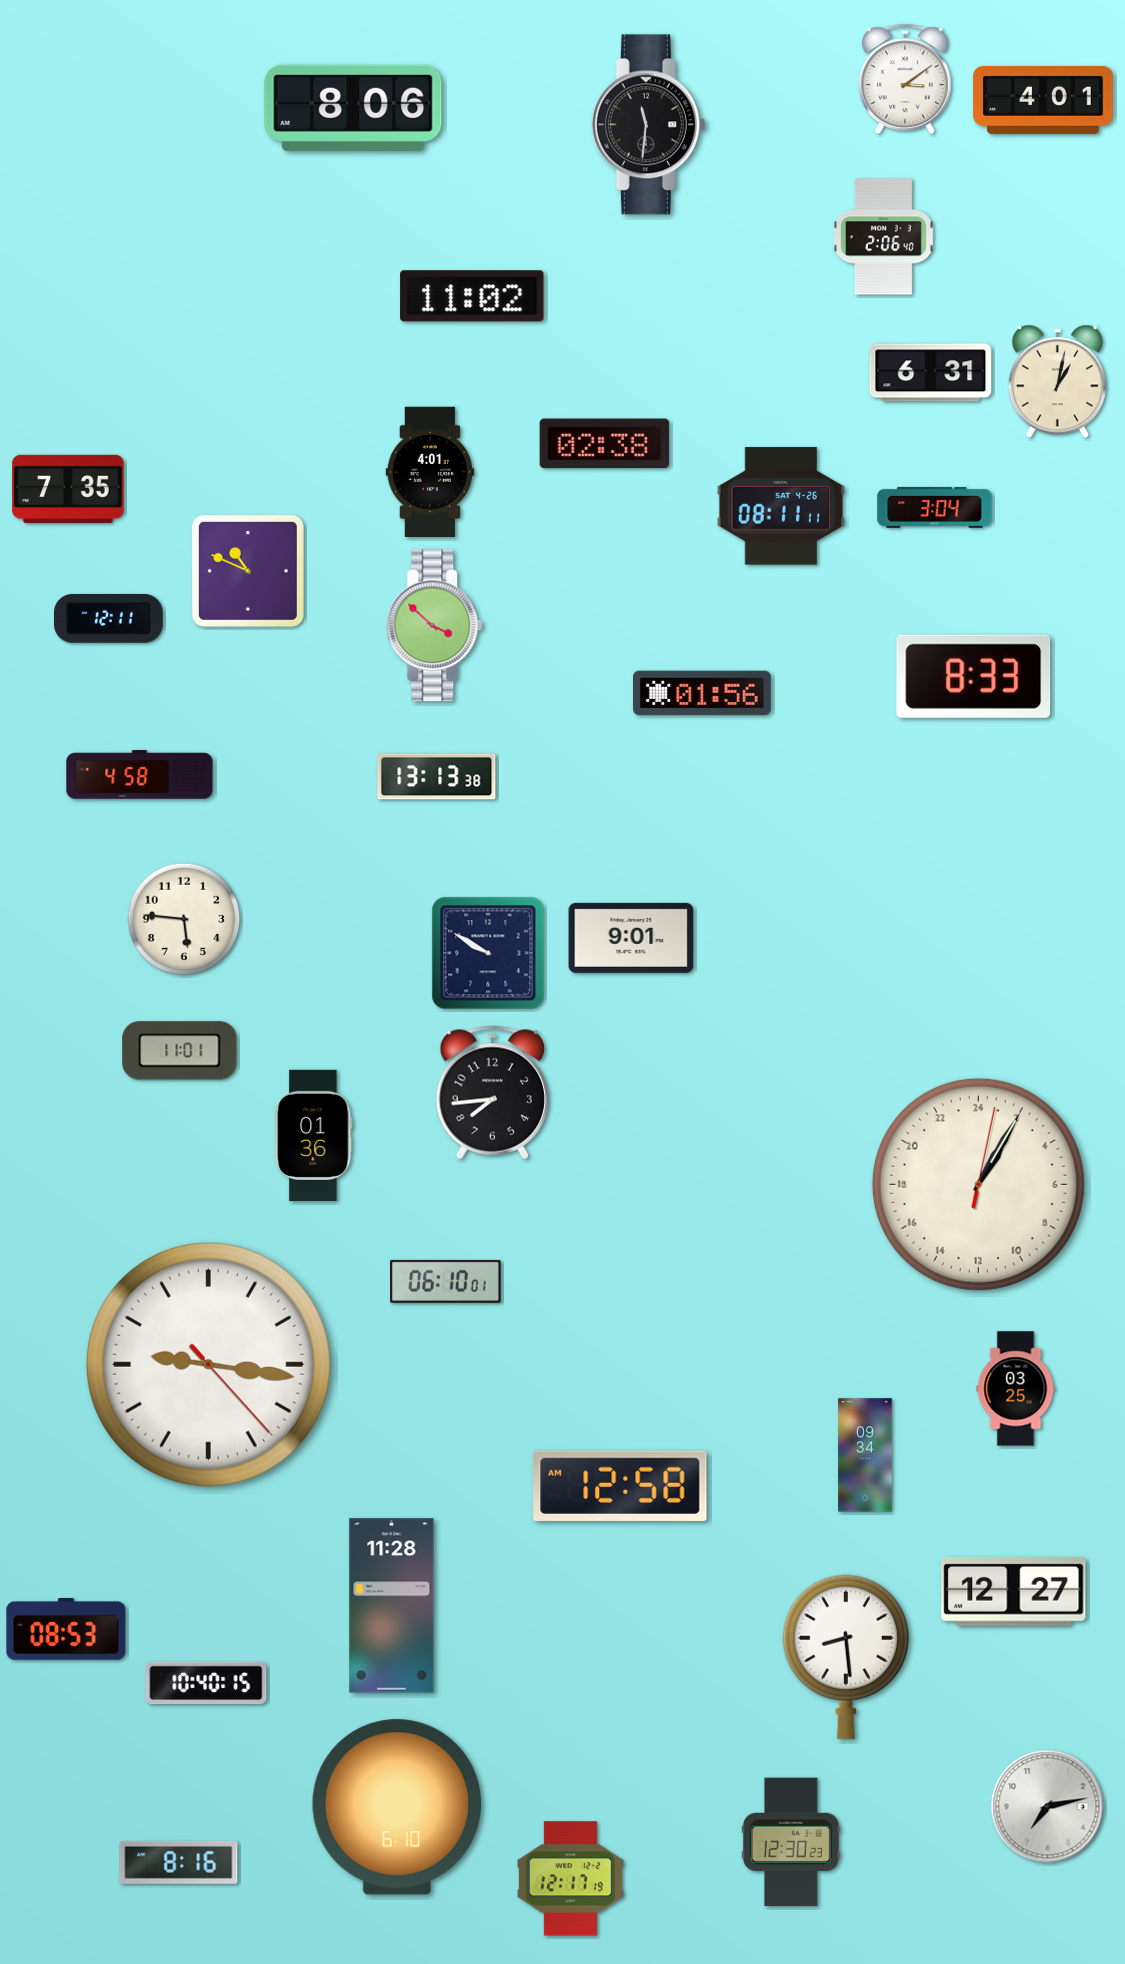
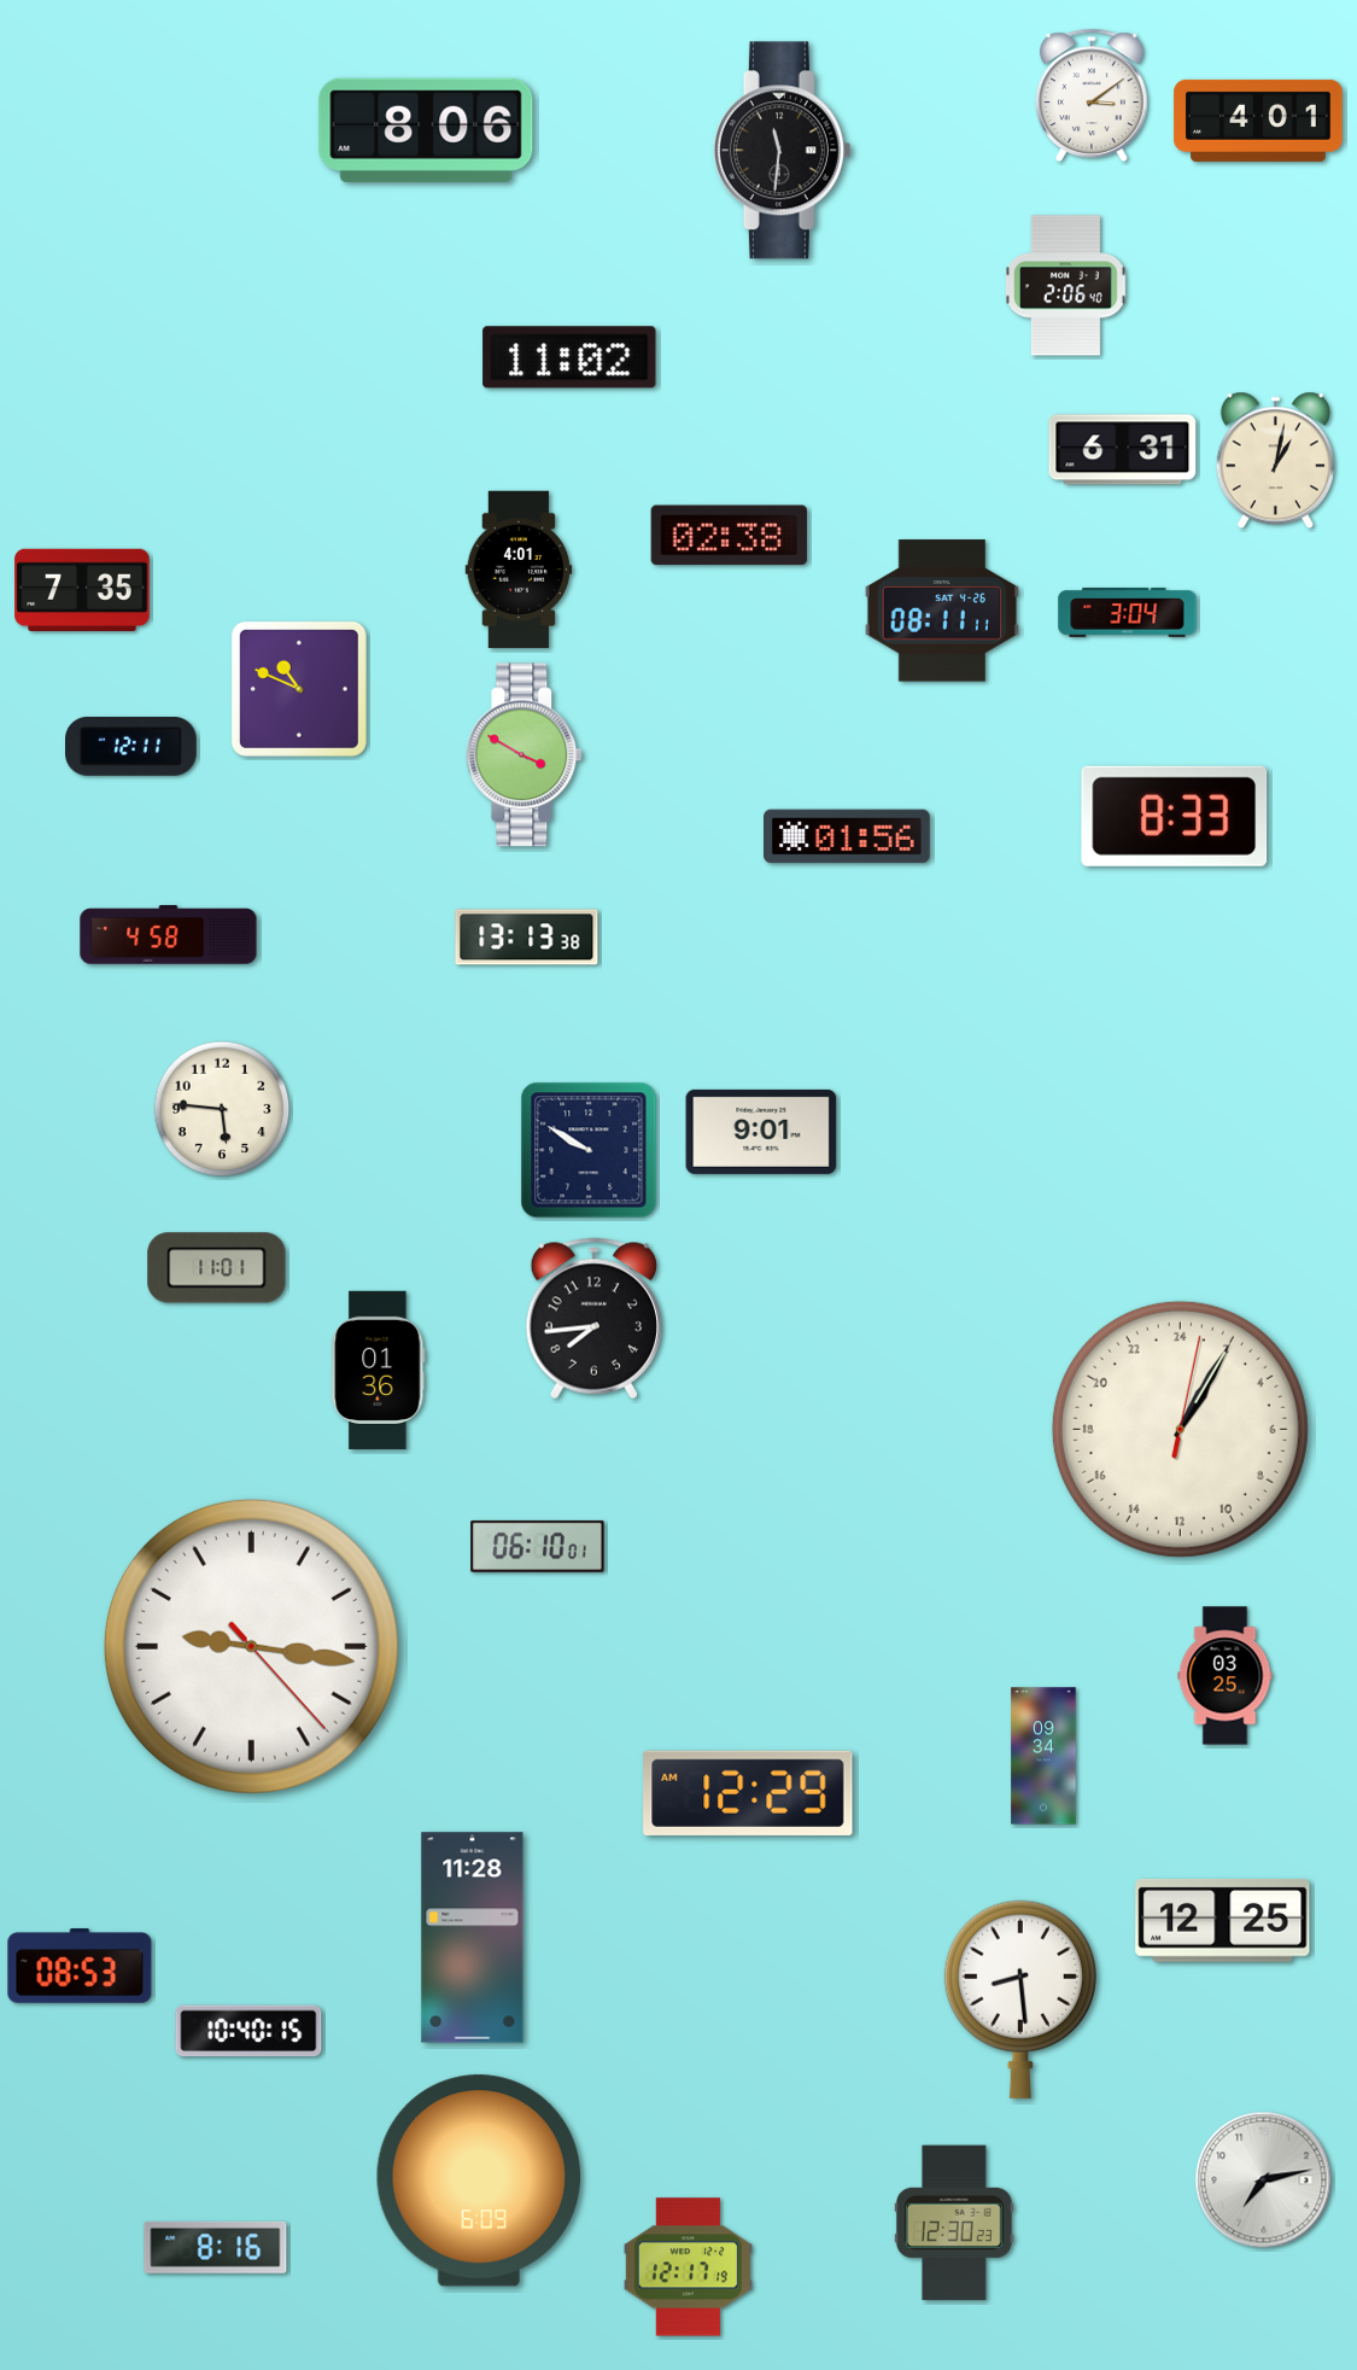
clock at (435, 626): 3:52 -> 3:50
clock at (620, 1486): 12:58 -> 12:29
clock at (1014, 1591): 12:27 -> 12:25
clock at (396, 1807): 6:10 -> 6:09
